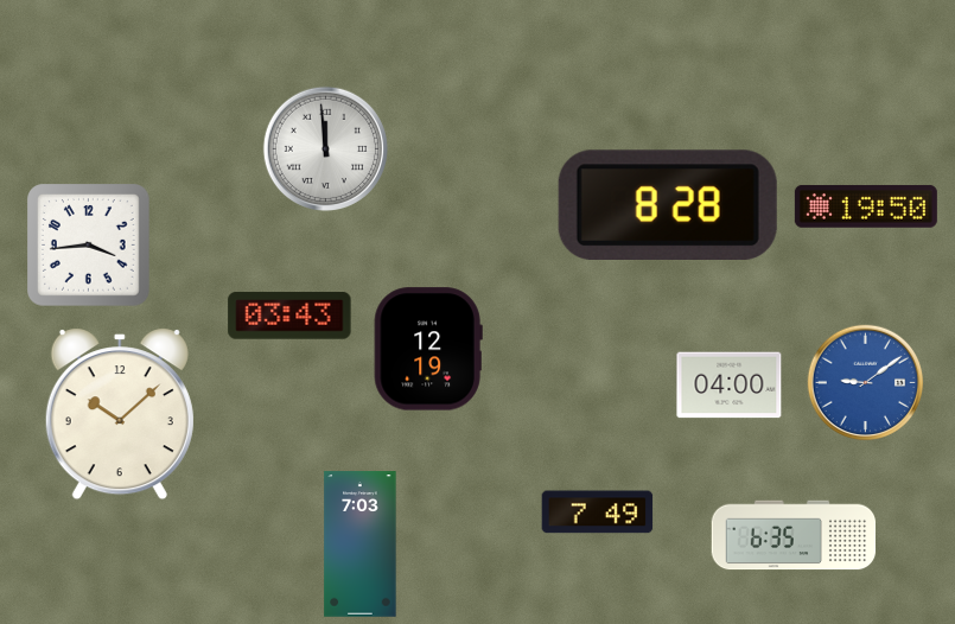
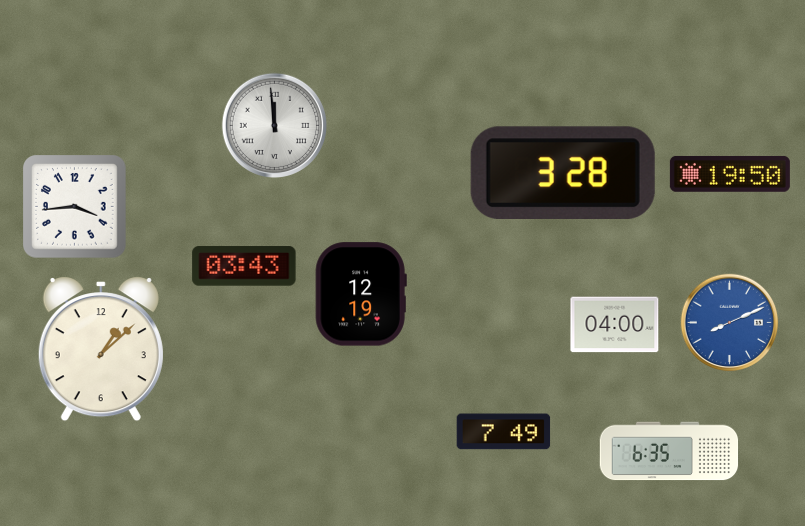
clock at (668, 204): 8:28 -> 3:28
clock at (866, 383): 9:09 -> 8:11
clock at (120, 414): 10:08 -> 1:08
clock at (361, 545): 7:03 -> none
